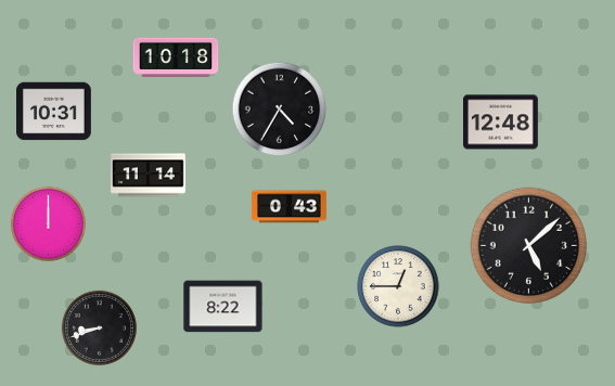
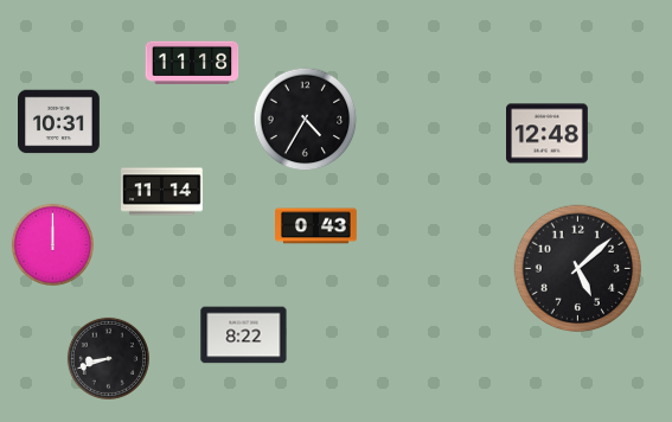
clock at (176, 57): 10:18 -> 11:18
clock at (398, 286): 12:45 -> none
